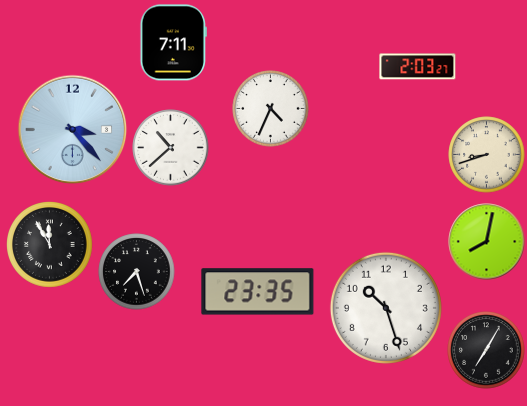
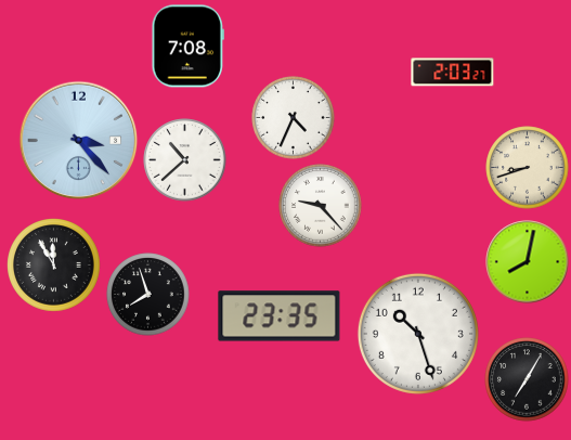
clock at (173, 43): 7:11 -> 7:08
clock at (321, 206): none -> 9:23
clock at (137, 272): 7:27 -> 7:57
